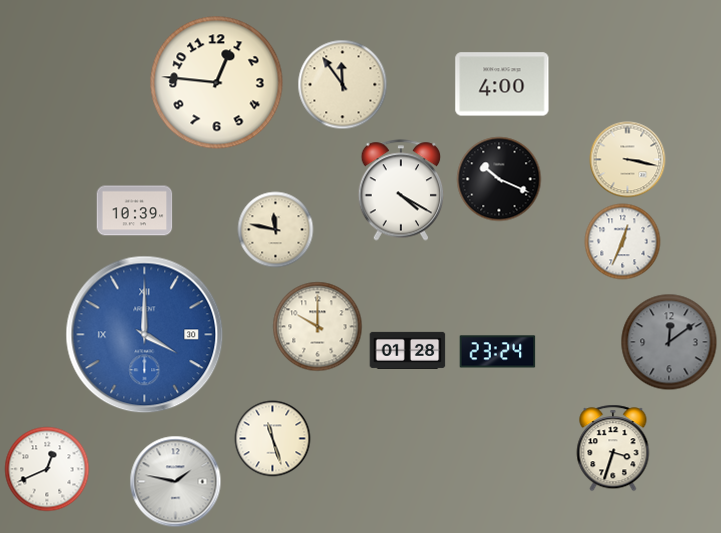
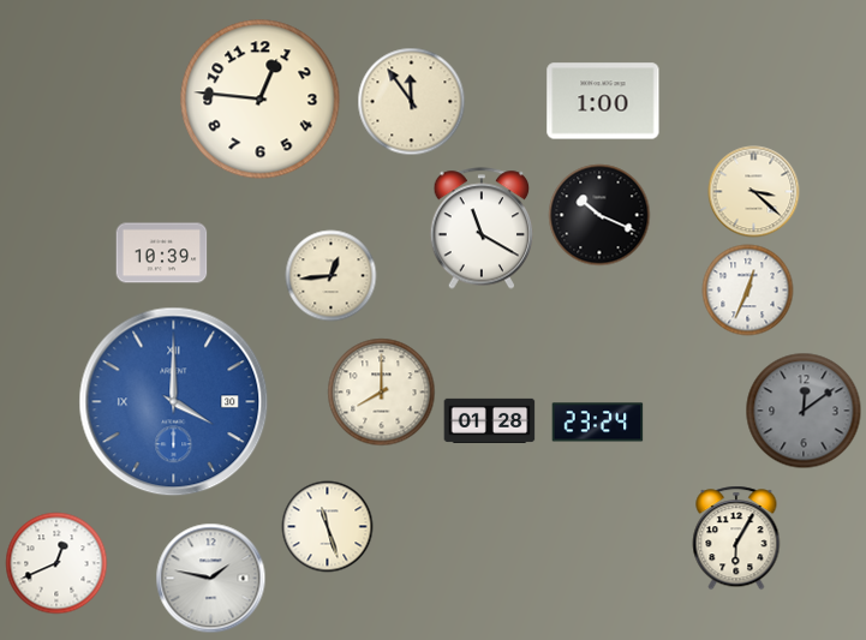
clock at (502, 84): 4:00 -> 1:00
clock at (628, 160): 3:17 -> 3:22
clock at (401, 190): 4:20 -> 11:20
clock at (276, 230): 11:47 -> 12:44
clock at (318, 327): 10:00 -> 8:00
clock at (613, 448): 3:33 -> 6:05
